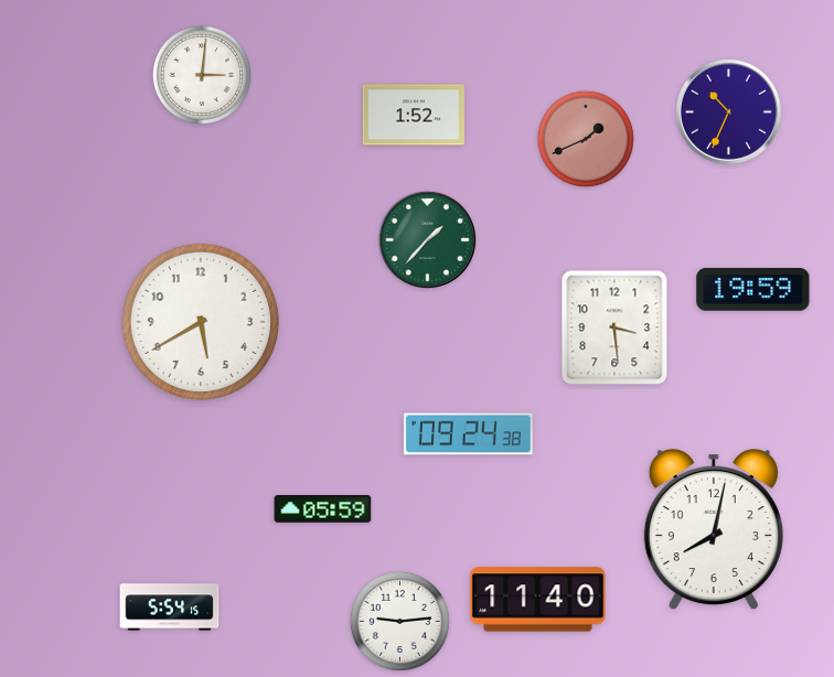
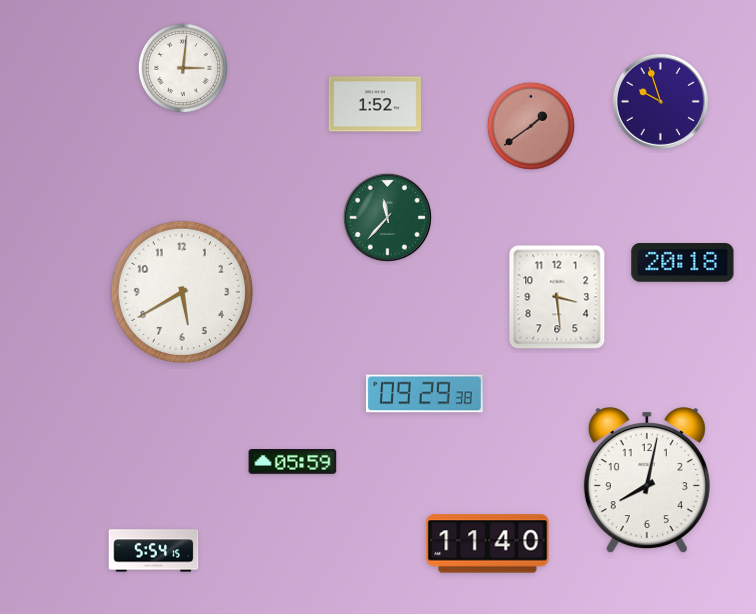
clock at (728, 111): 10:34 -> 9:57
clock at (586, 139): 1:41 -> 1:39
clock at (427, 239): 1:37 -> 11:37
clock at (753, 290): 19:59 -> 20:18
clock at (468, 434): 09:24 -> 09:29
clock at (399, 621): 9:14 -> none
